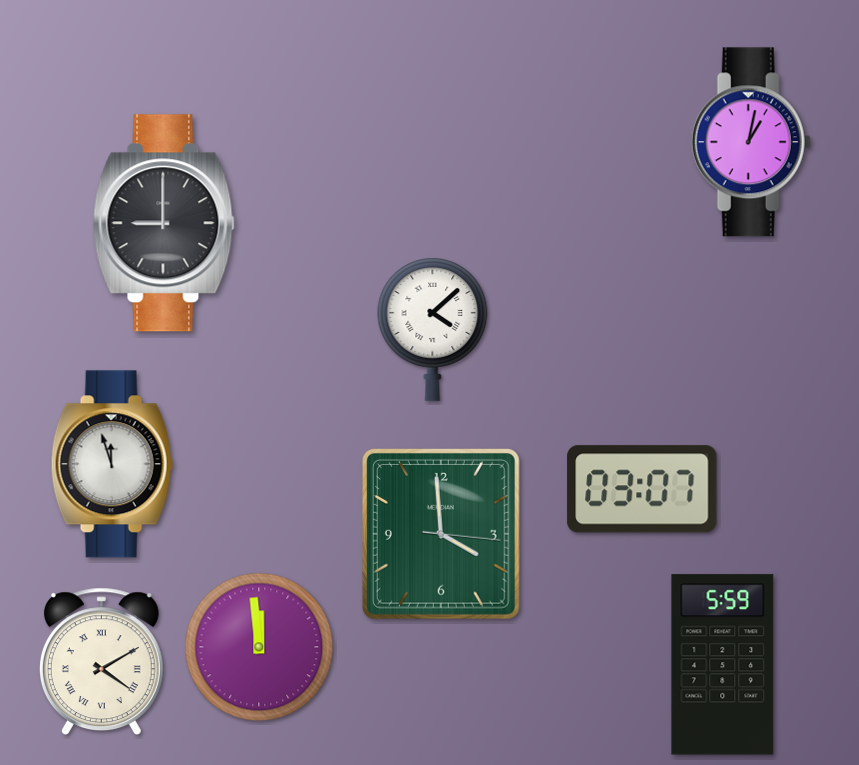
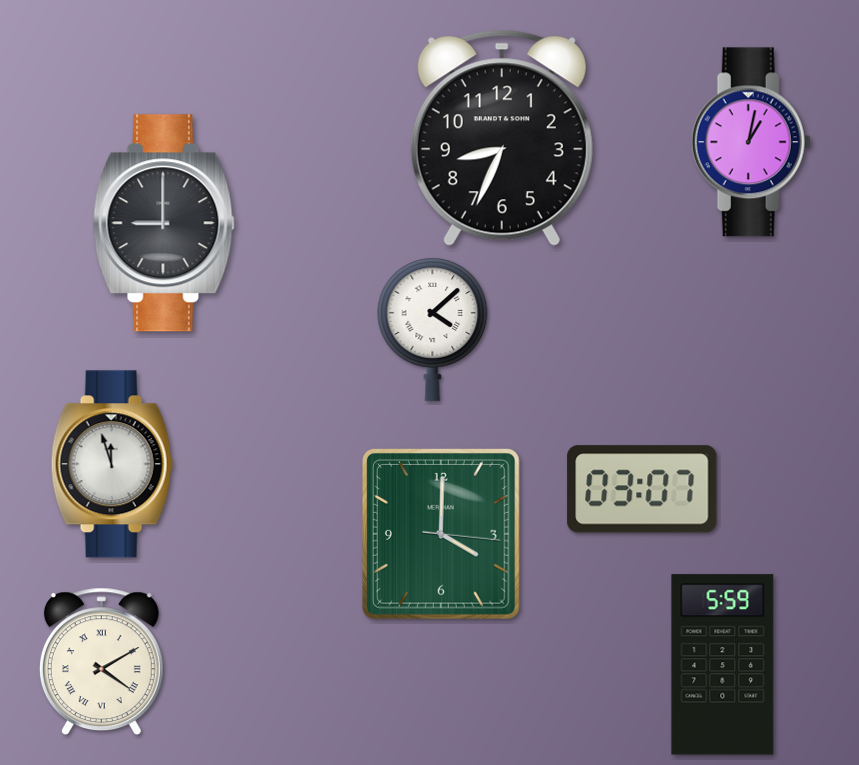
clock at (502, 138): none -> 8:34
clock at (441, 534): 3:59 -> 4:00
clock at (259, 647): 11:59 -> none
